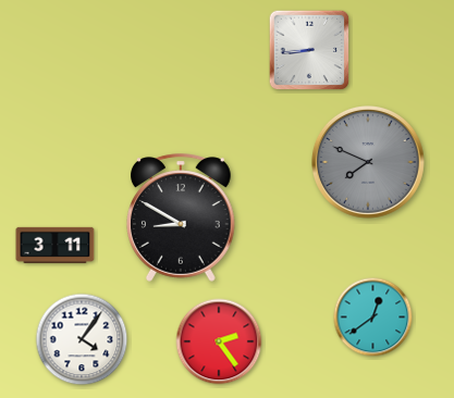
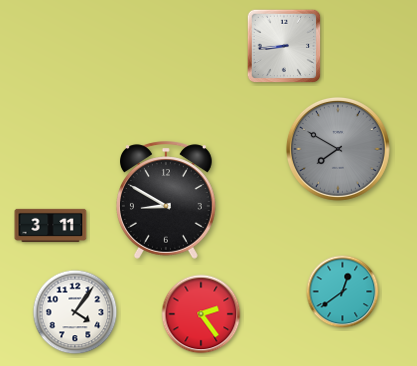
clock at (368, 162): 7:49 -> 7:50
